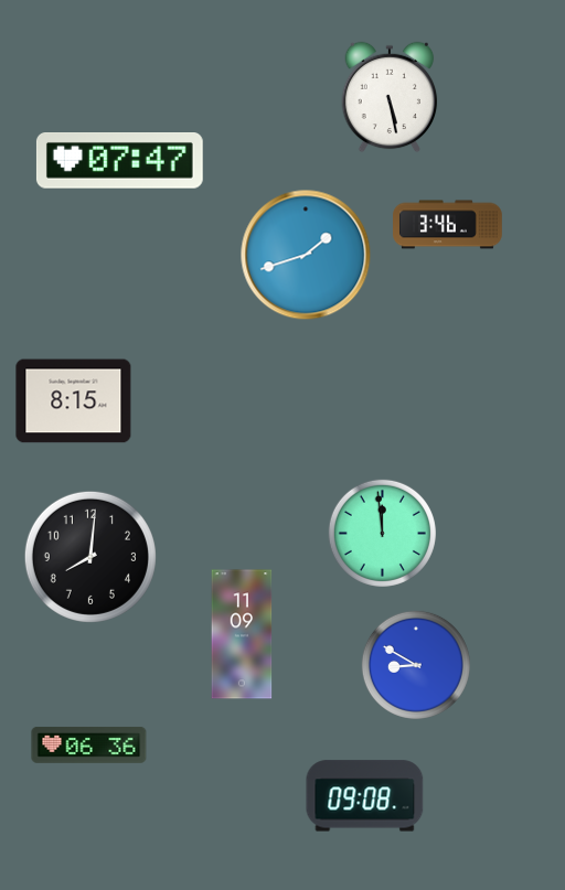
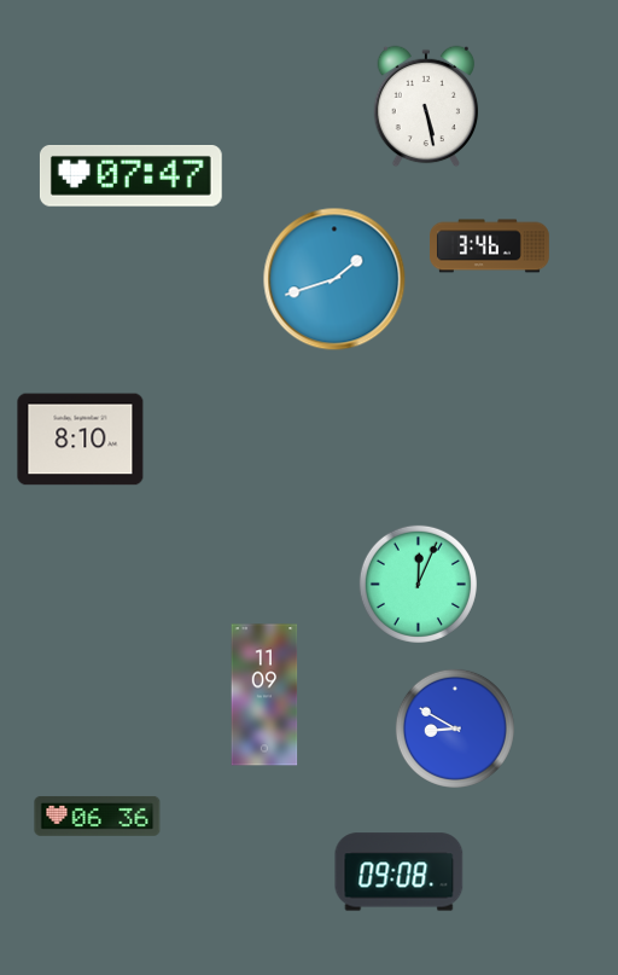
clock at (74, 401): 8:15 -> 8:10
clock at (382, 533): 11:59 -> 12:04
clock at (90, 557): 8:01 -> none
